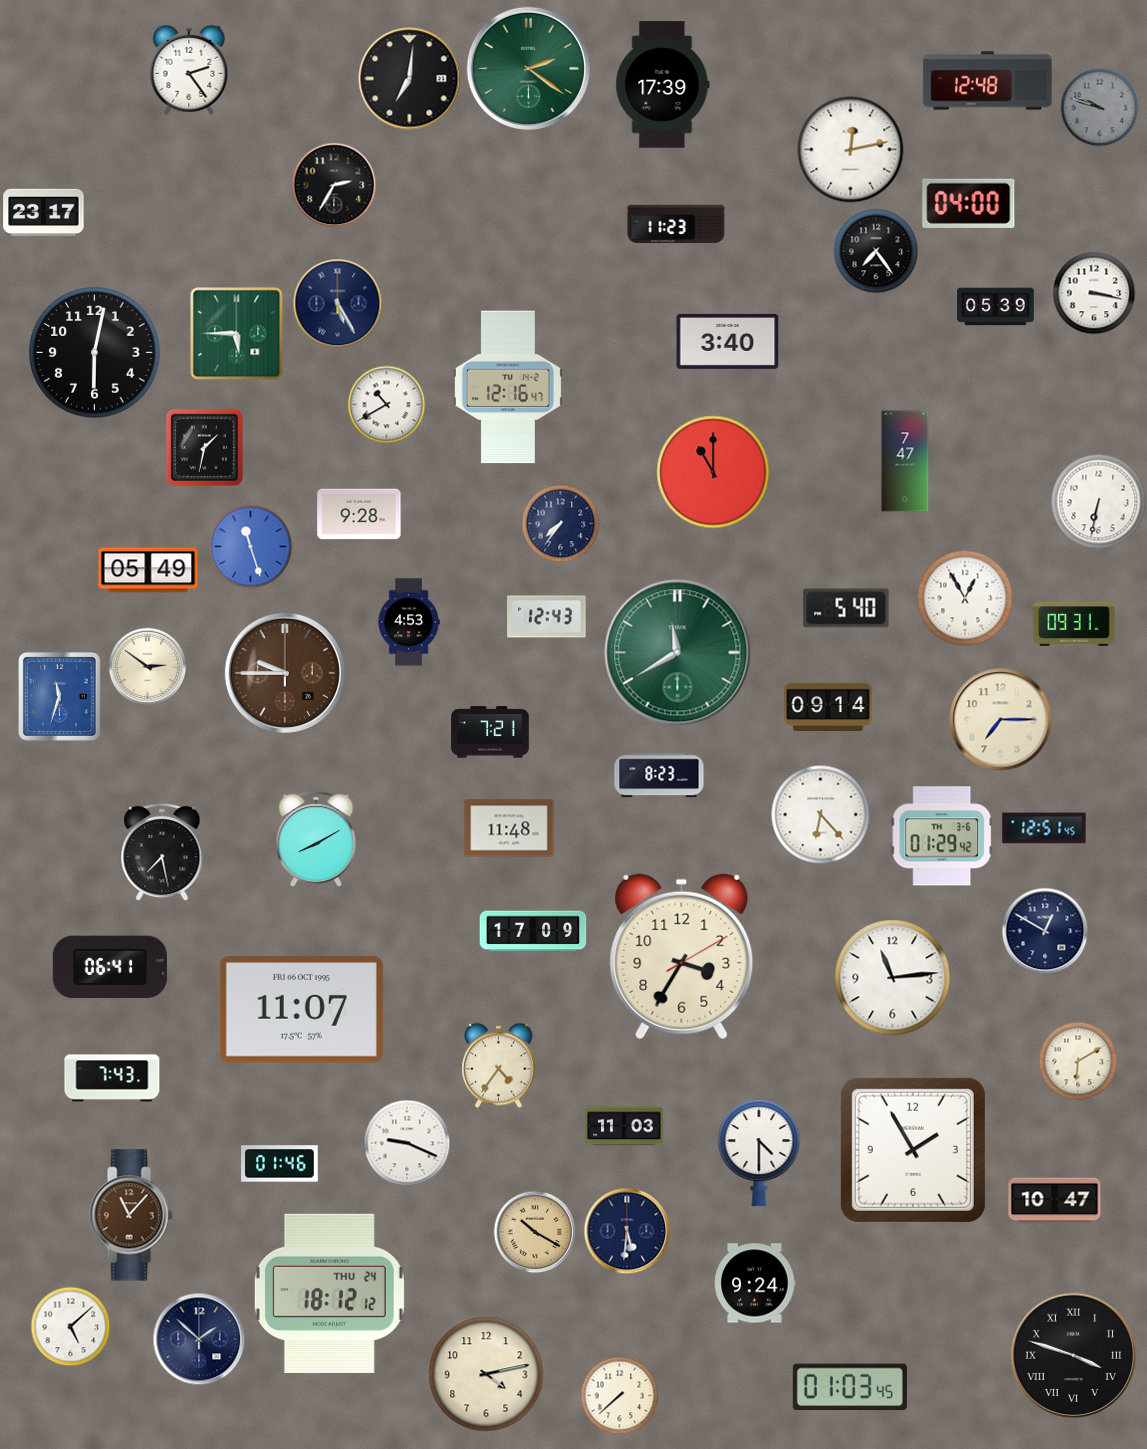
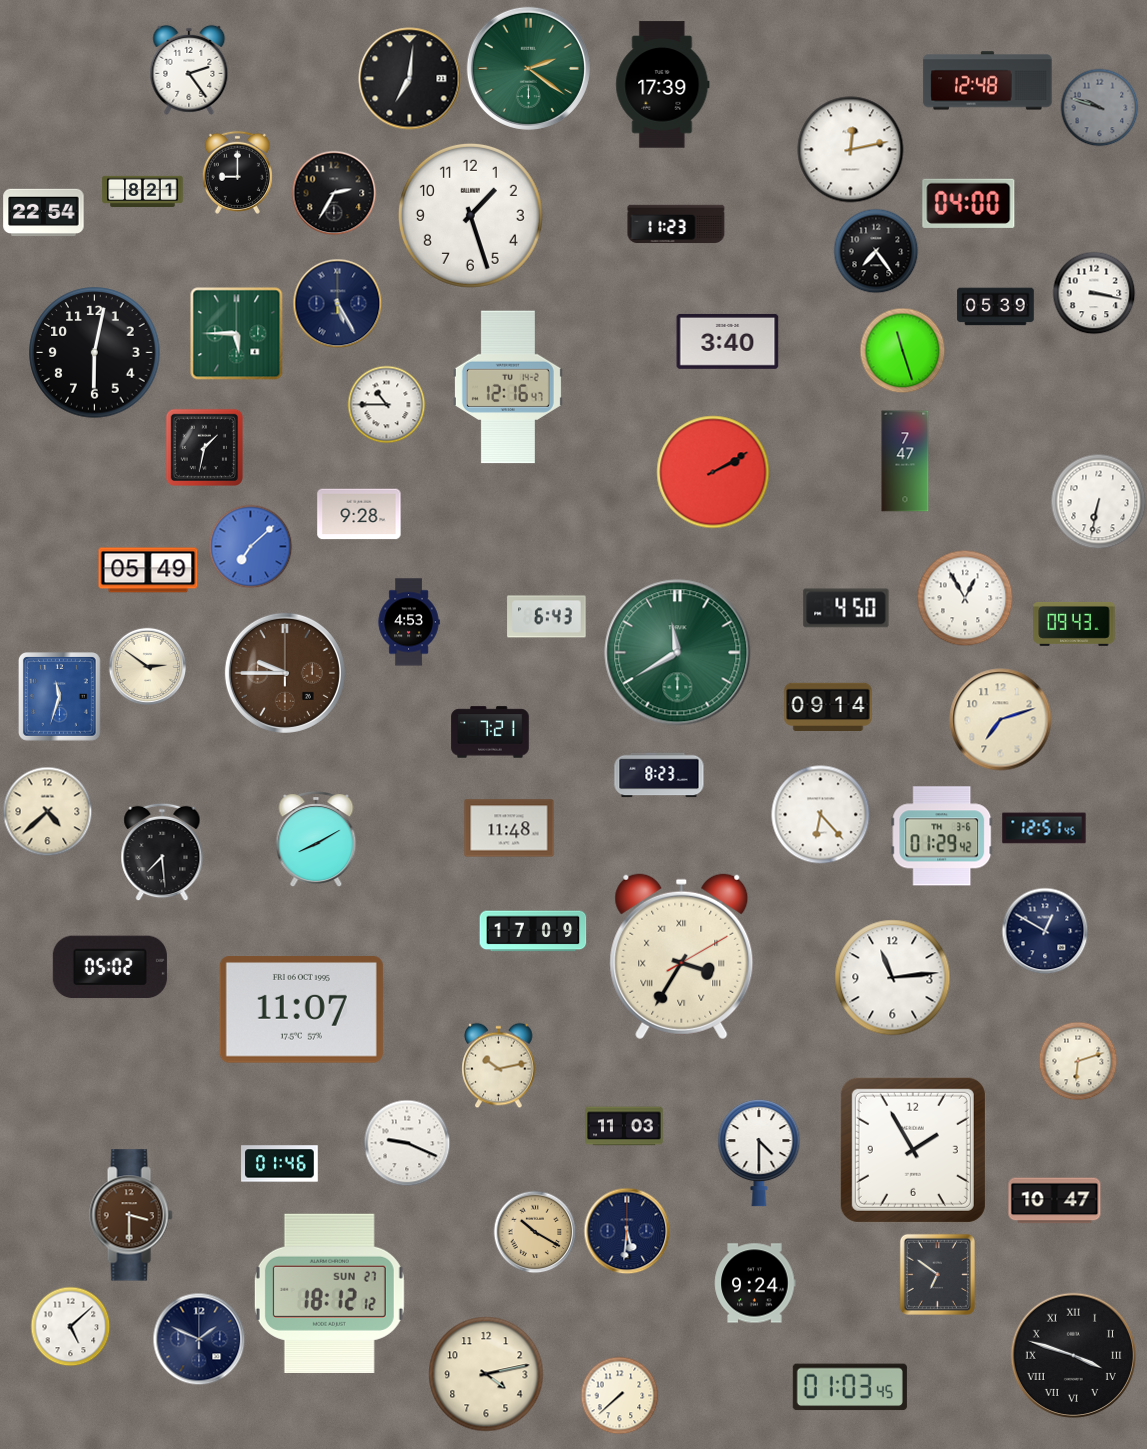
clock at (237, 172): none -> 9:00
clock at (334, 185) position: (334, 185) -> (334, 193)
clock at (143, 191): none -> 8:21
clock at (44, 213): 23:17 -> 22:54
clock at (470, 215): none -> 1:27
clock at (902, 350): none -> 11:27
clock at (386, 404): 10:40 -> 10:45
clock at (713, 472): 11:00 -> 2:10
clock at (560, 523): 7:36 -> none
clock at (250, 546): 11:27 -> 7:08
clock at (846, 608): 5:40 -> 4:50
clock at (547, 617): 12:43 -> 6:43
clock at (1074, 624): 09:31 -> 09:43
clock at (1001, 720): 7:15 -> 7:12
clock at (47, 811): none -> 4:38
clock at (162, 852): 7:28 -> 7:29
clock at (682, 957) numerals: Arabic -> Roman
clock at (110, 967): 06:41 -> 05:02
clock at (1078, 1061): 6:10 -> 6:12
clock at (499, 1065): 4:36 -> 10:13
clock at (112, 1078): 7:43 -> none
clock at (131, 1215): 11:07 -> 3:30
clock at (937, 1274): none -> 6:51
clock at (329, 1293) date: THU 24 -> SUN 27
clock at (199, 1339): 1:52 -> 1:49
